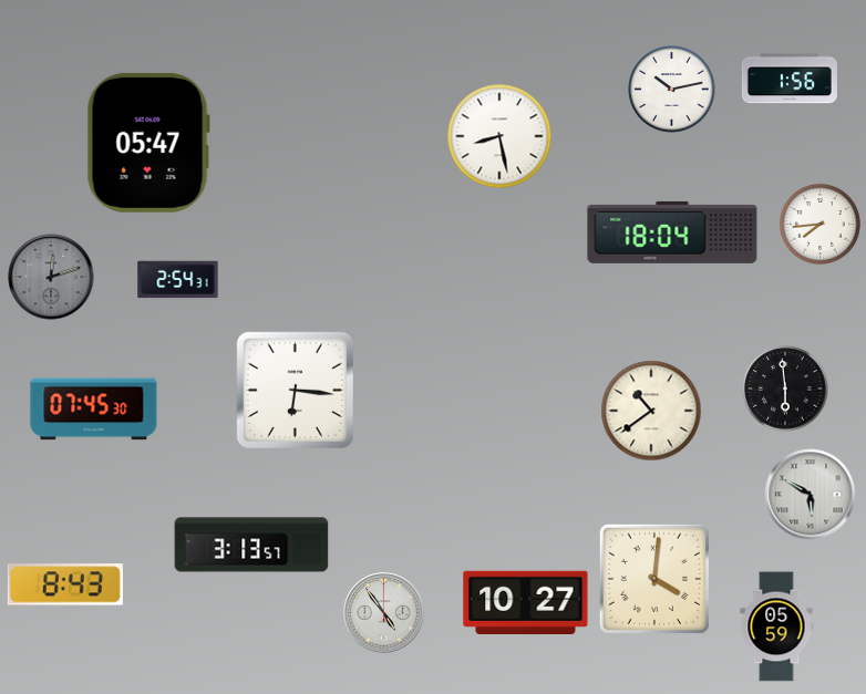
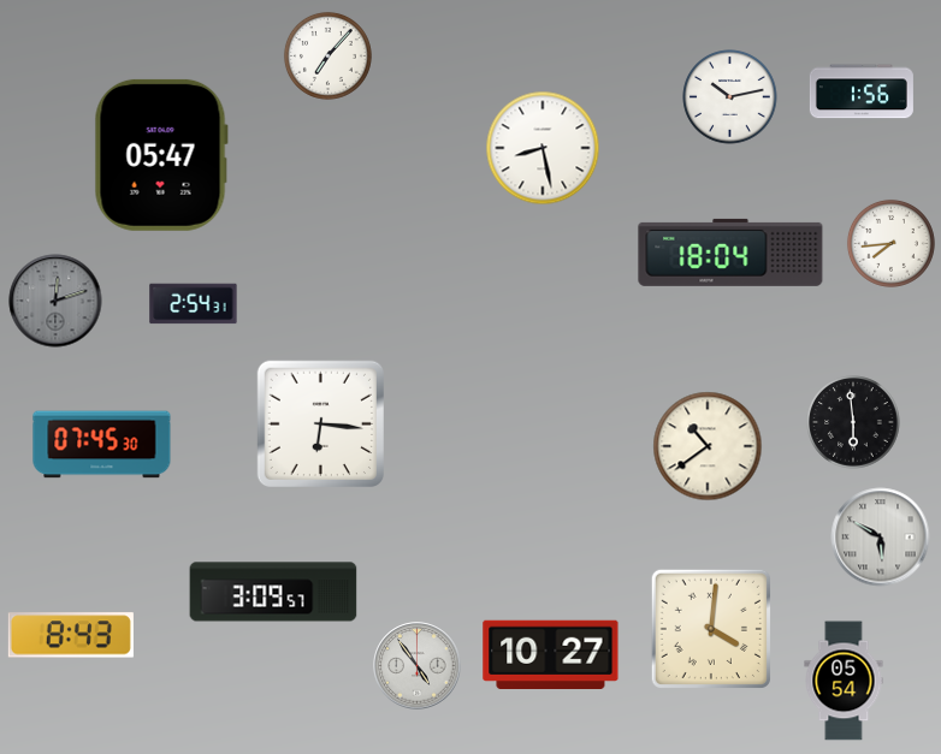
clock at (327, 55): none -> 7:07
clock at (790, 79) position: (790, 79) -> (862, 91)
clock at (251, 545): 3:13 -> 3:09
clock at (526, 602) position: (526, 602) -> (551, 654)
clock at (776, 626): 05:59 -> 05:54
